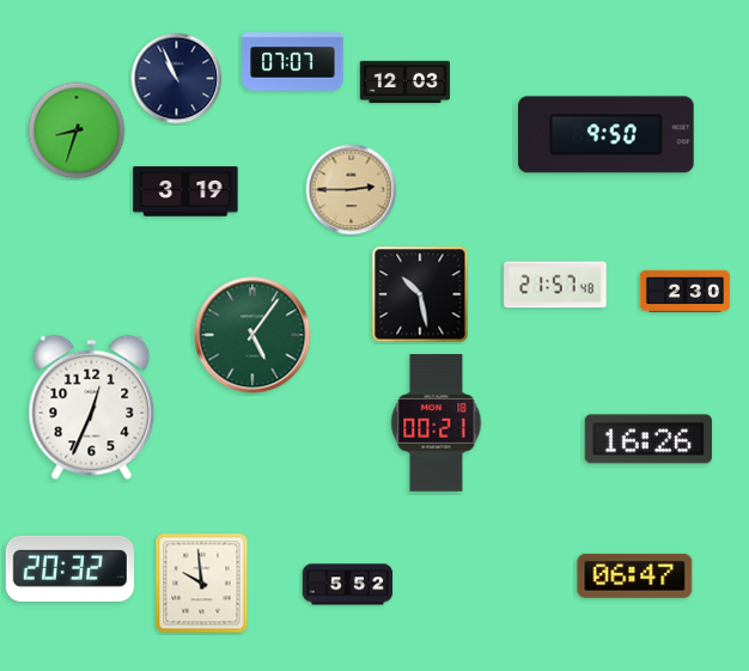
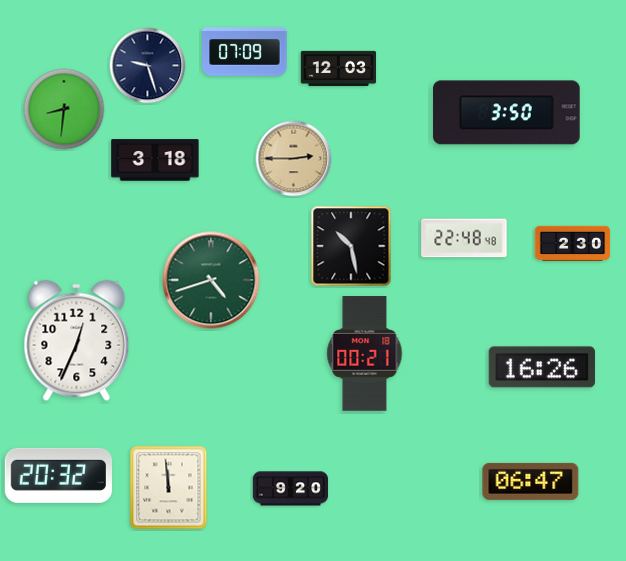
clock at (293, 62): 07:07 -> 07:09
clock at (177, 79): 10:56 -> 9:27
clock at (77, 130): 8:33 -> 8:31
clock at (607, 135): 9:50 -> 3:50
clock at (185, 191): 3:19 -> 3:18
clock at (555, 285): 21:57 -> 22:48
clock at (252, 335): 5:06 -> 4:42
clock at (202, 584): 9:59 -> 11:59
clock at (348, 585): 5:52 -> 9:20
